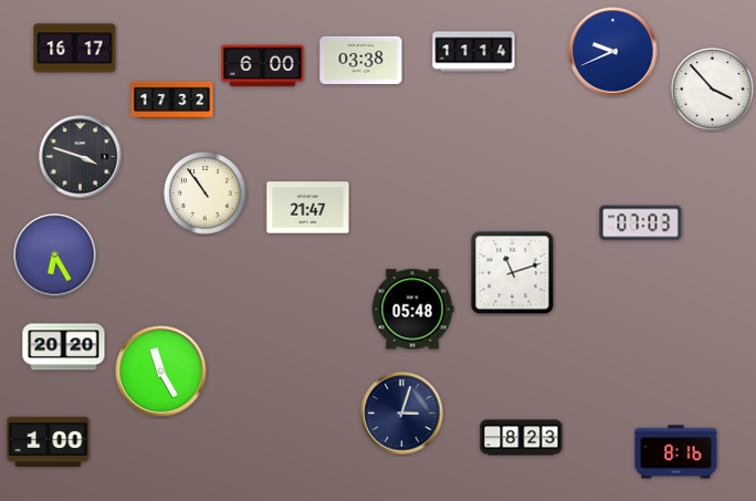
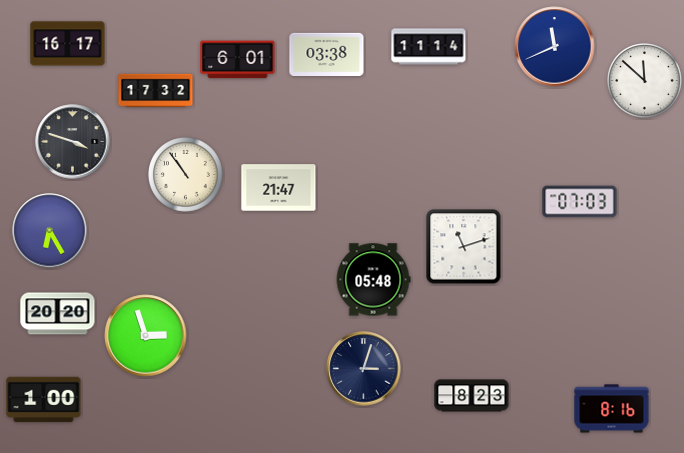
clock at (613, 52): 9:41 -> 11:41
clock at (263, 66): 6:00 -> 6:01
clock at (713, 90): 3:53 -> 11:52
clock at (161, 372): 11:25 -> 2:57
clock at (402, 414) position: (402, 414) -> (364, 369)
